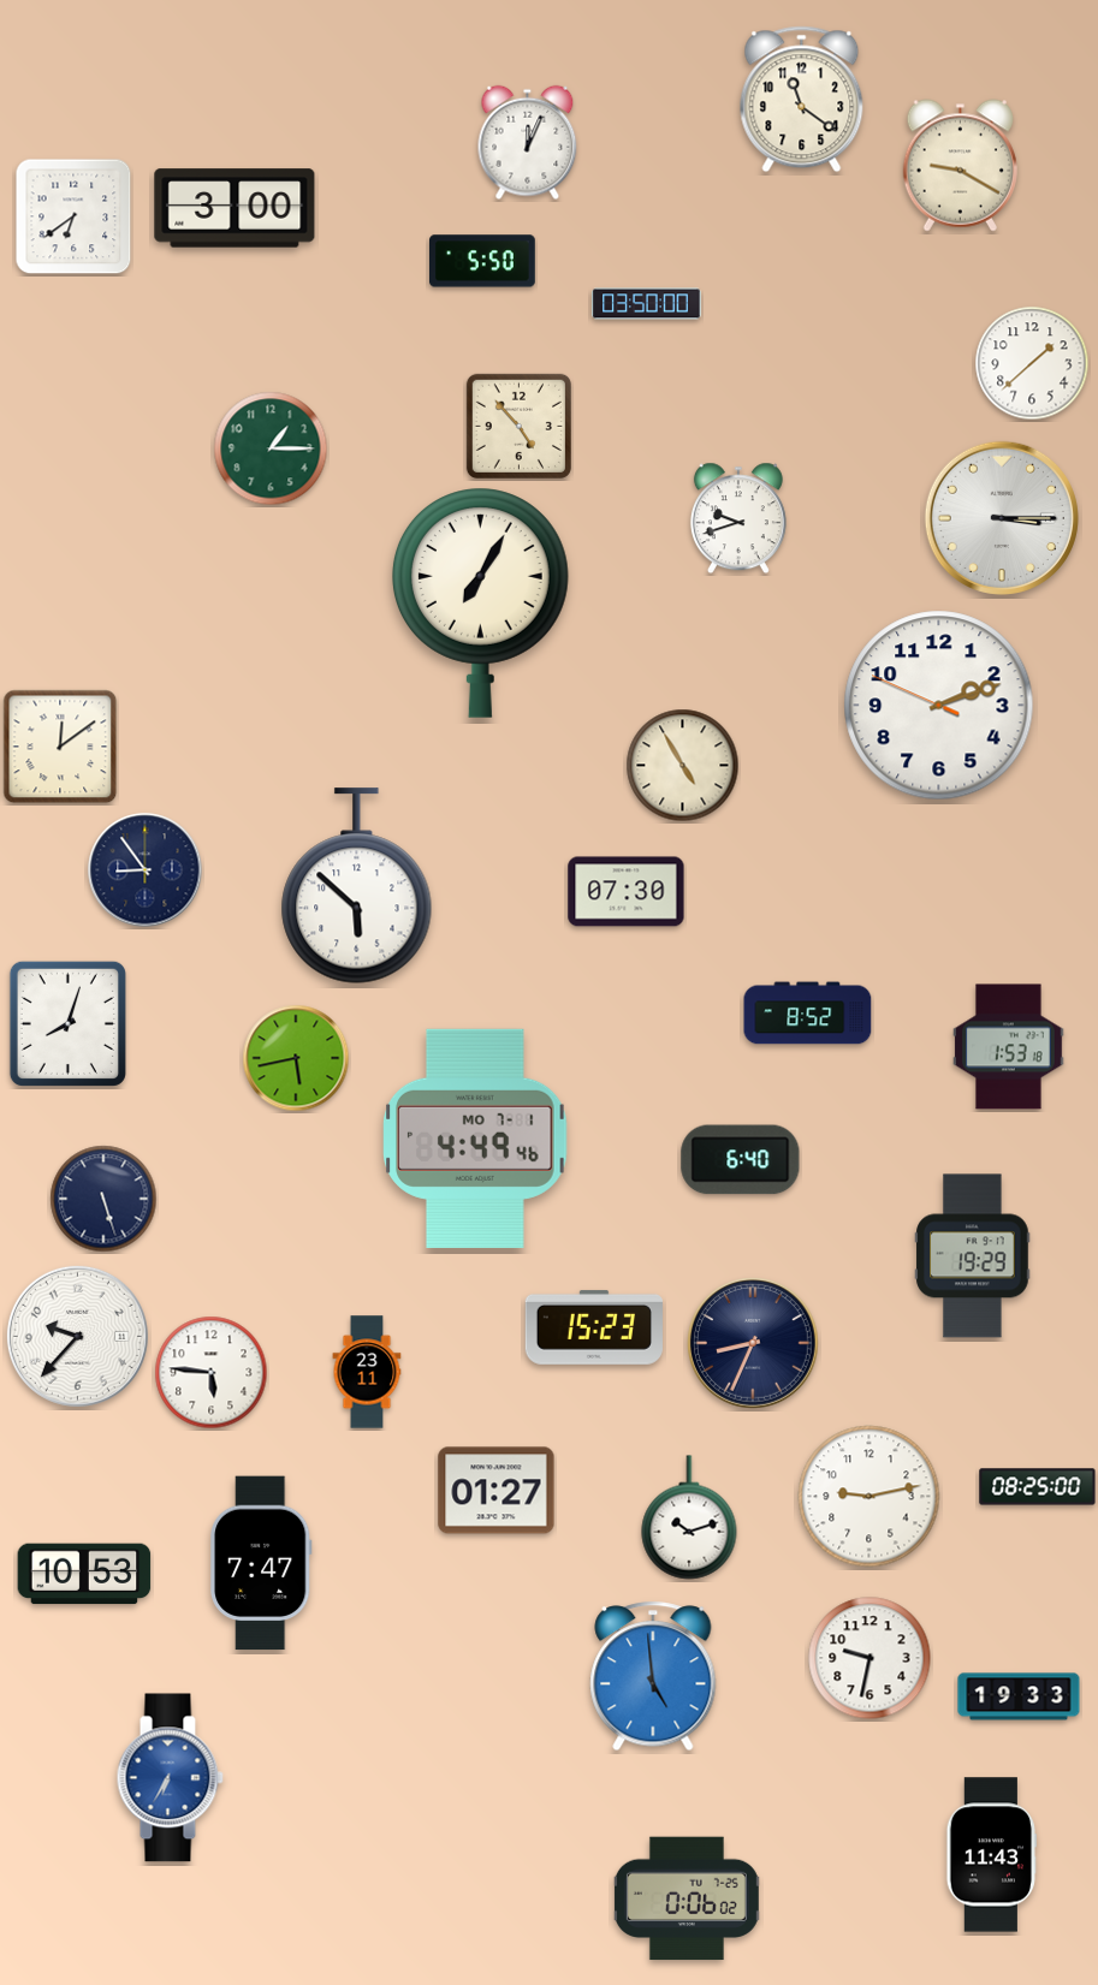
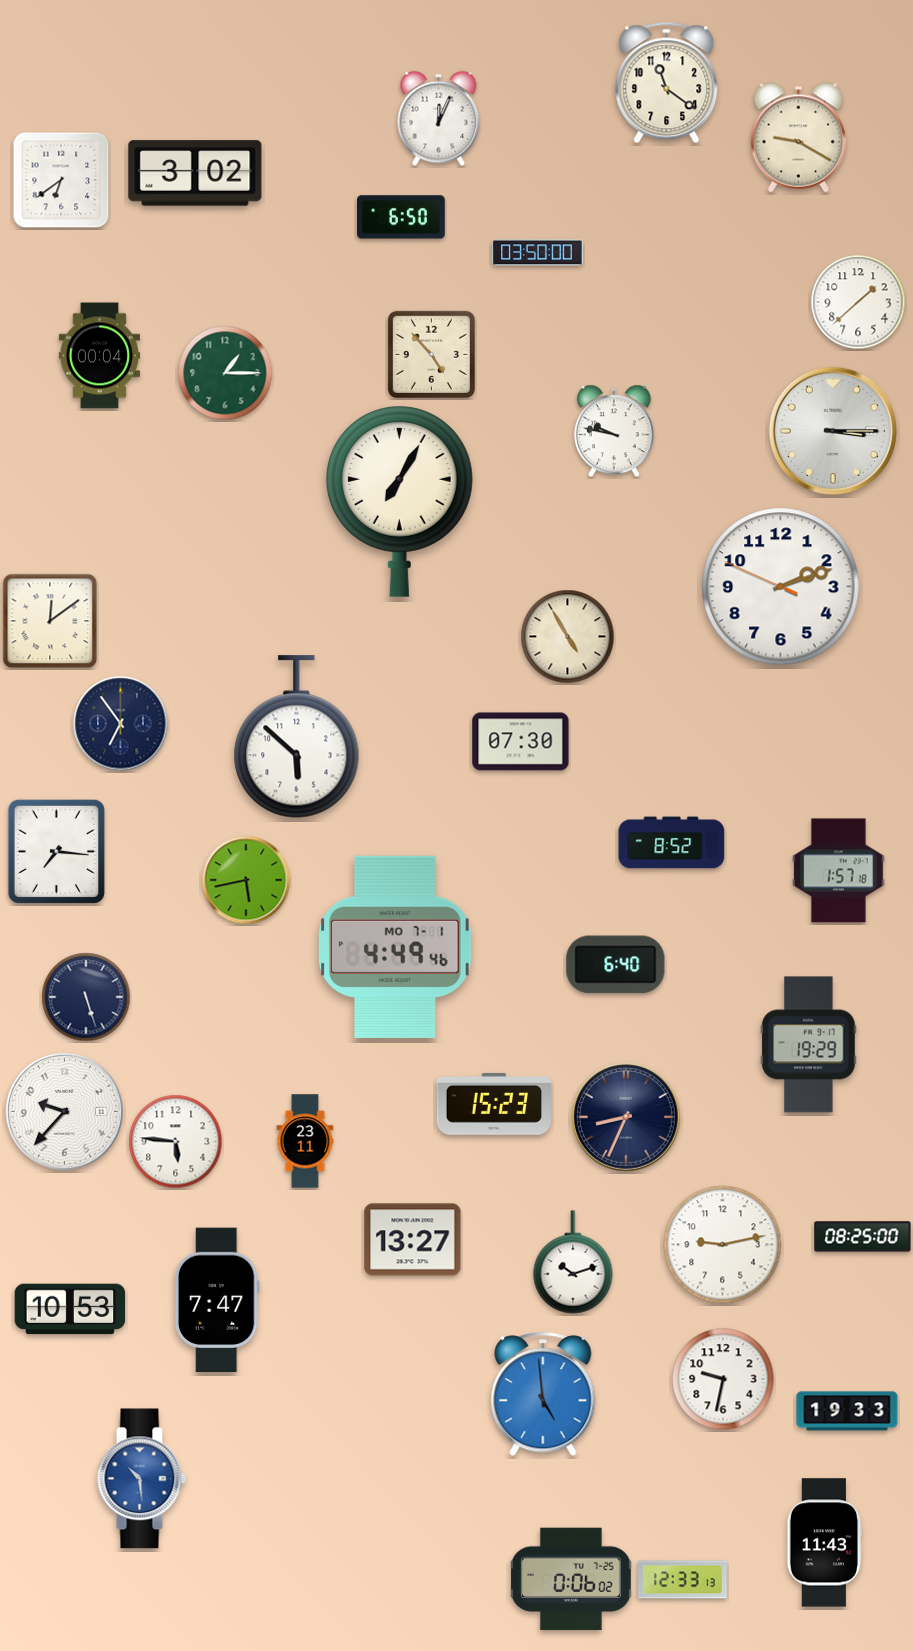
clock at (235, 208): 3:00 -> 3:02
clock at (483, 261): 5:50 -> 6:50
clock at (99, 356): none -> 00:04
clock at (738, 518): 9:42 -> 9:47
clock at (146, 870): 8:54 -> 6:54
clock at (67, 1023): 8:03 -> 7:16
clock at (1009, 1047): 1:53 -> 1:57
clock at (497, 1491): 01:27 -> 13:27
clock at (170, 1778): 6:35 -> 10:29
clock at (683, 1580): none -> 12:33
